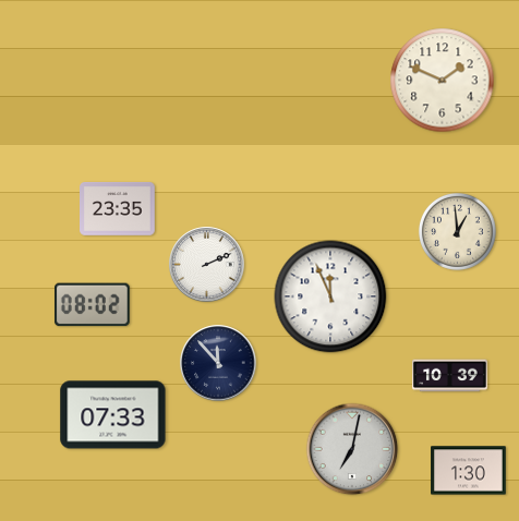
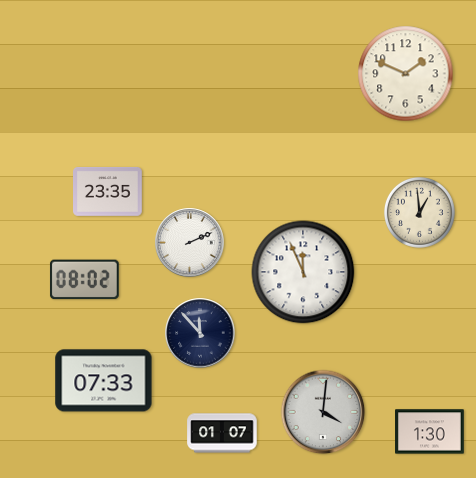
clock at (450, 376): 10:39 -> none
clock at (352, 449): 7:02 -> 4:01
clock at (222, 433): none -> 01:07
